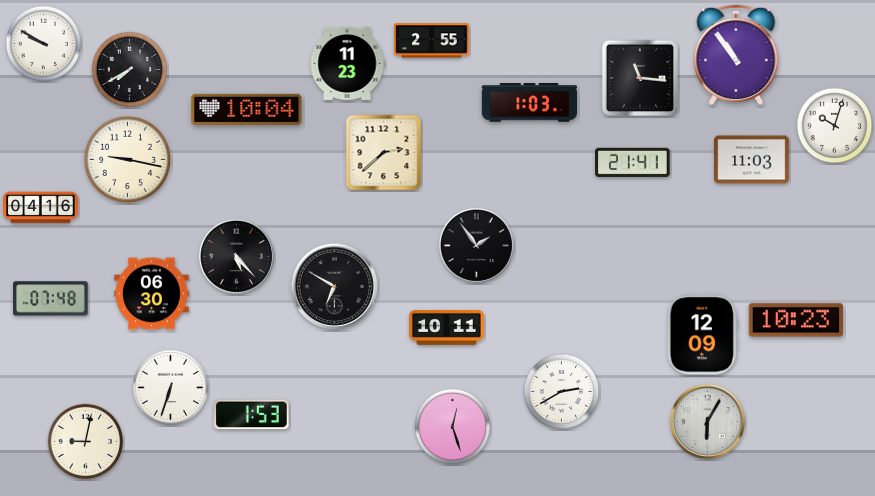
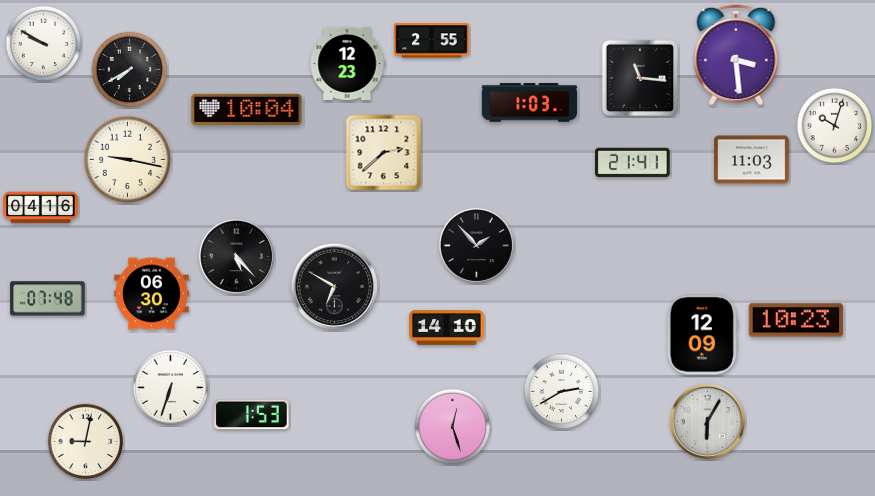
clock at (736, 55): 10:54 -> 3:29
clock at (347, 63): 11:23 -> 12:23
clock at (476, 245): 1:54 -> 1:53
clock at (51, 299) position: (51, 299) -> (48, 299)
clock at (447, 328): 10:11 -> 14:10
